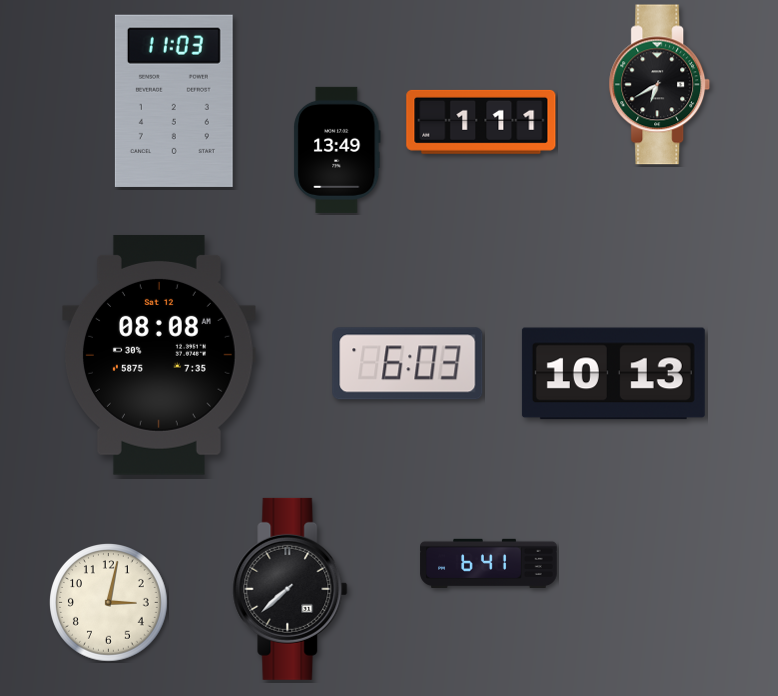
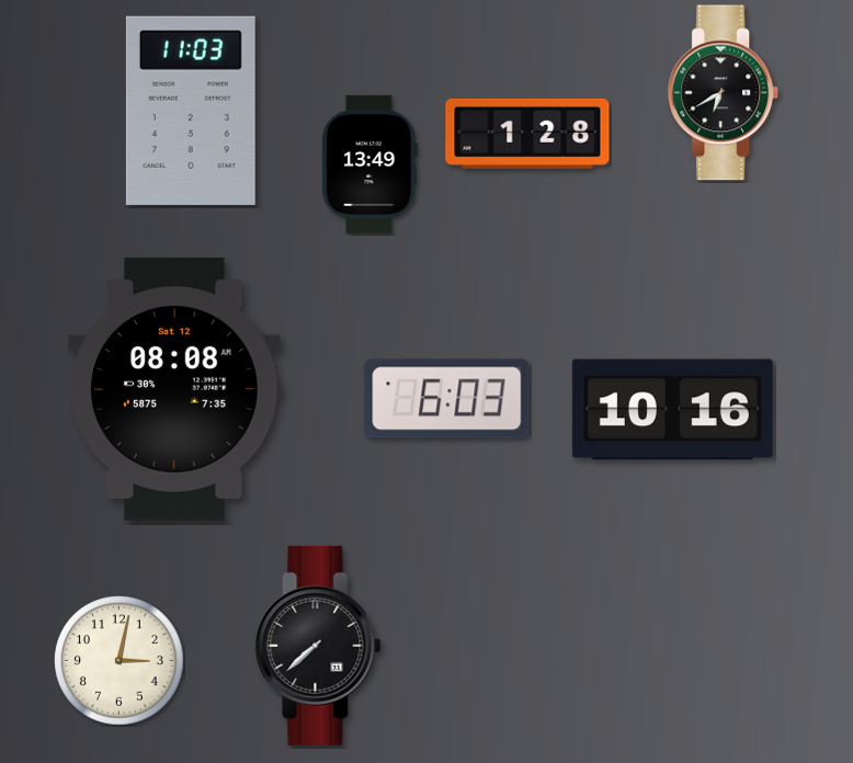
clock at (481, 122): 1:11 -> 1:28
clock at (613, 374): 10:13 -> 10:16
clock at (489, 563): 6:41 -> none
